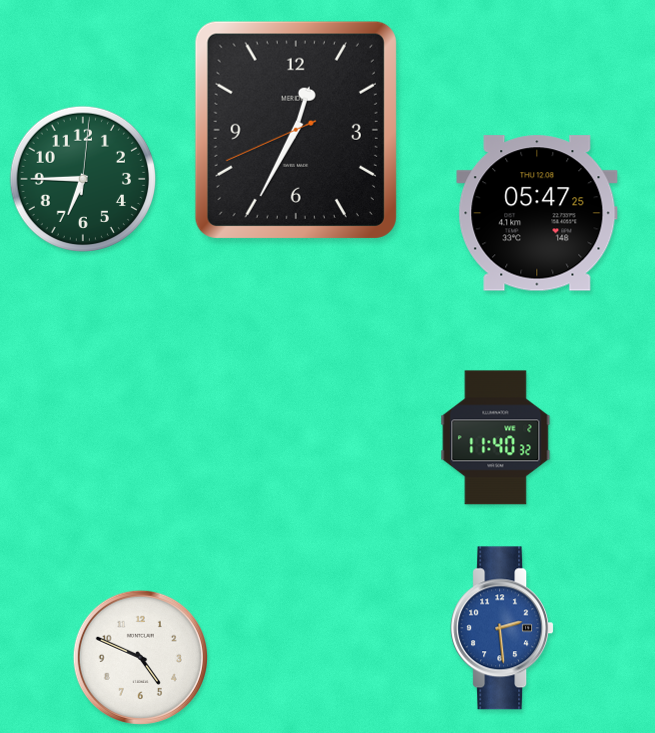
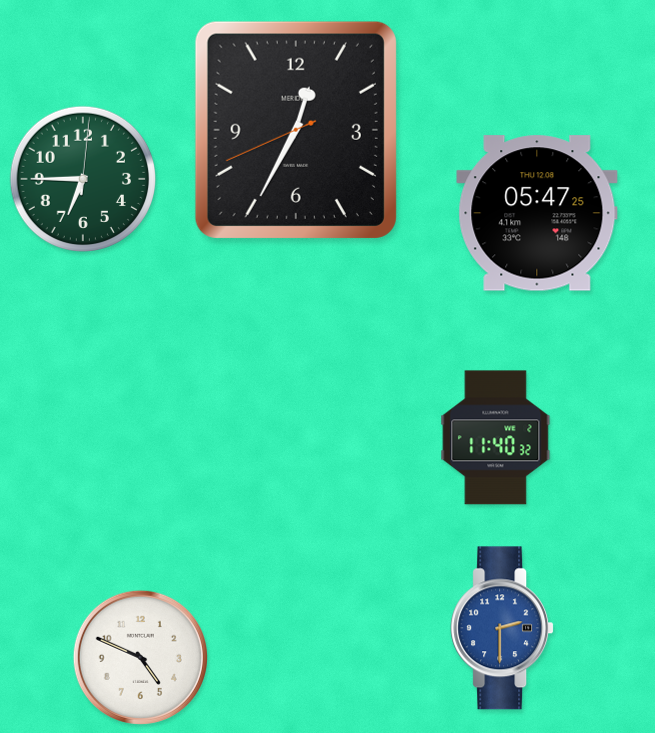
clock at (502, 628): 2:29 -> 2:30
